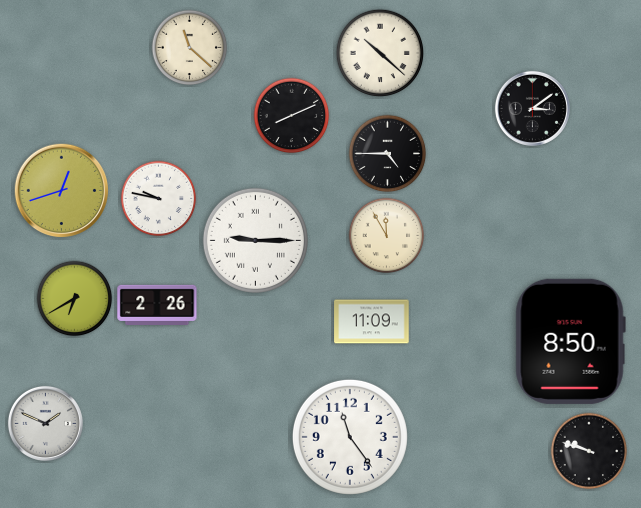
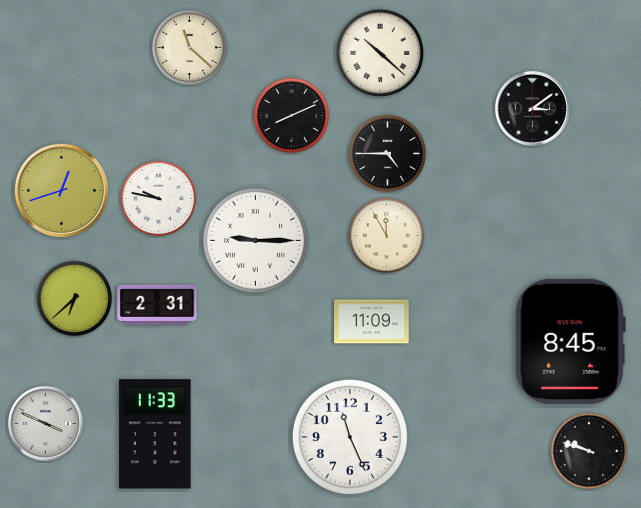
clock at (75, 299): 6:40 -> 6:38
clock at (157, 305): 2:26 -> 2:31
clock at (570, 341): 8:50 -> 8:45
clock at (45, 423): 1:49 -> 3:49
clock at (155, 434): none -> 11:33
clock at (350, 437): 11:24 -> 11:26
